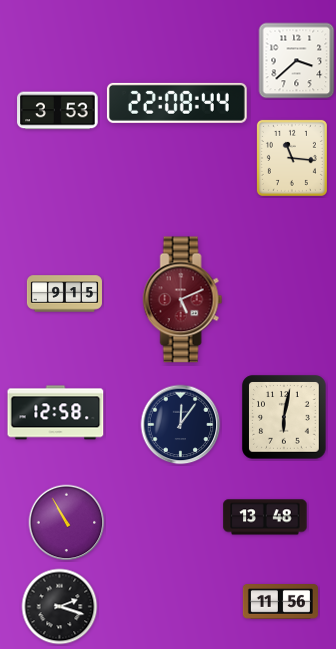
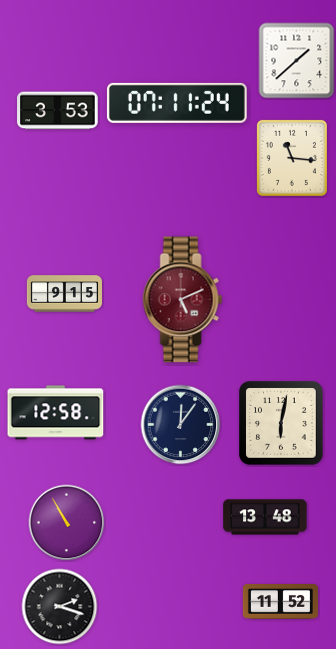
clock at (297, 61): 3:38 -> 1:38
clock at (177, 103): 22:08 -> 07:11
clock at (284, 417) position: (284, 417) -> (281, 423)
clock at (280, 602): 11:56 -> 11:52
